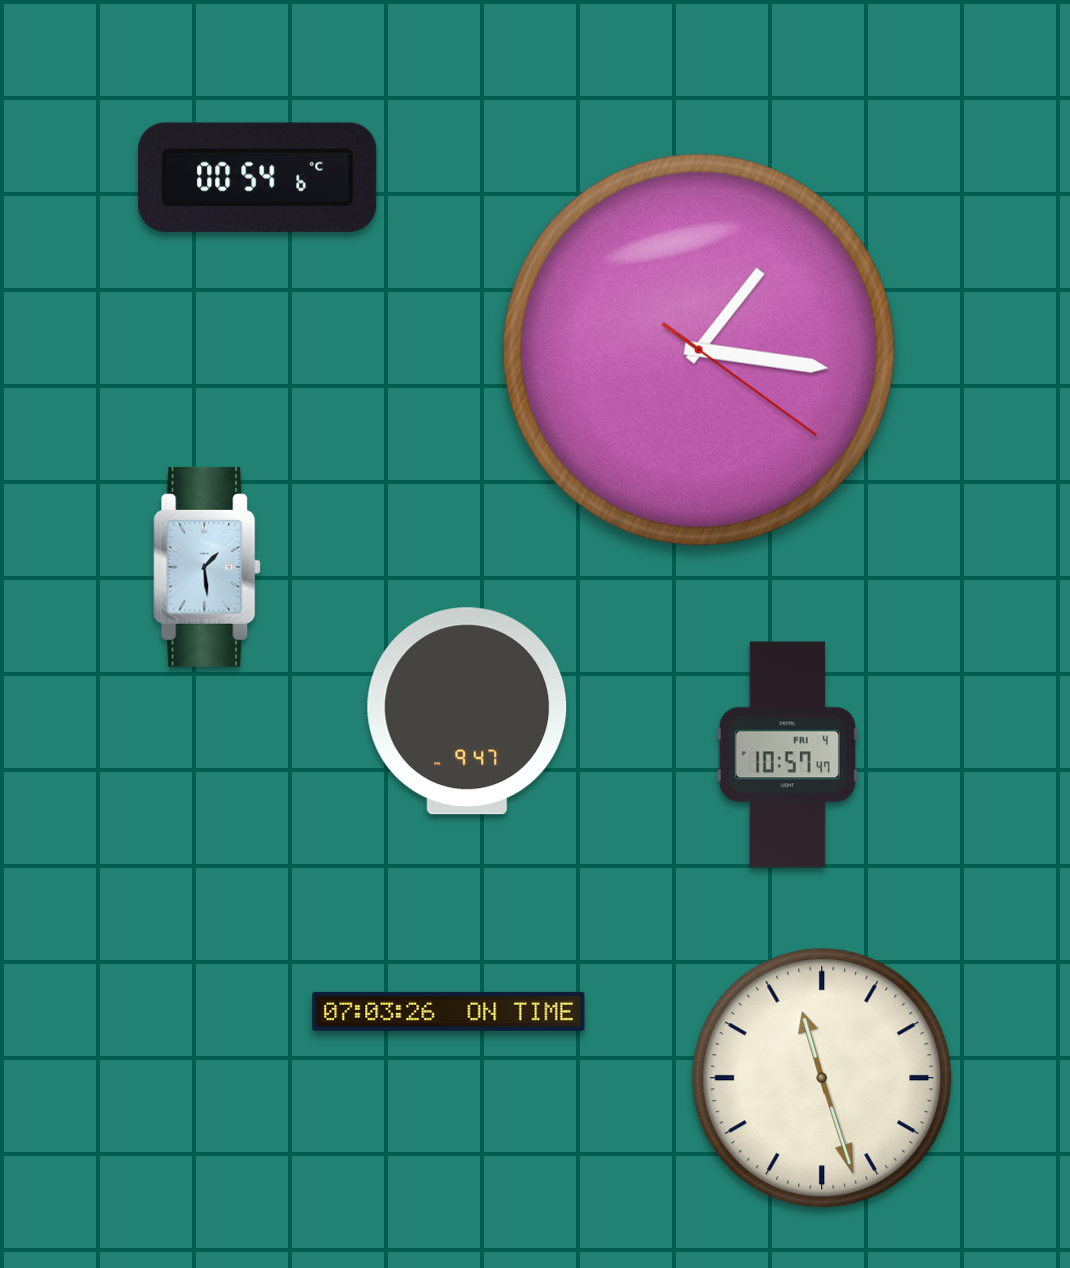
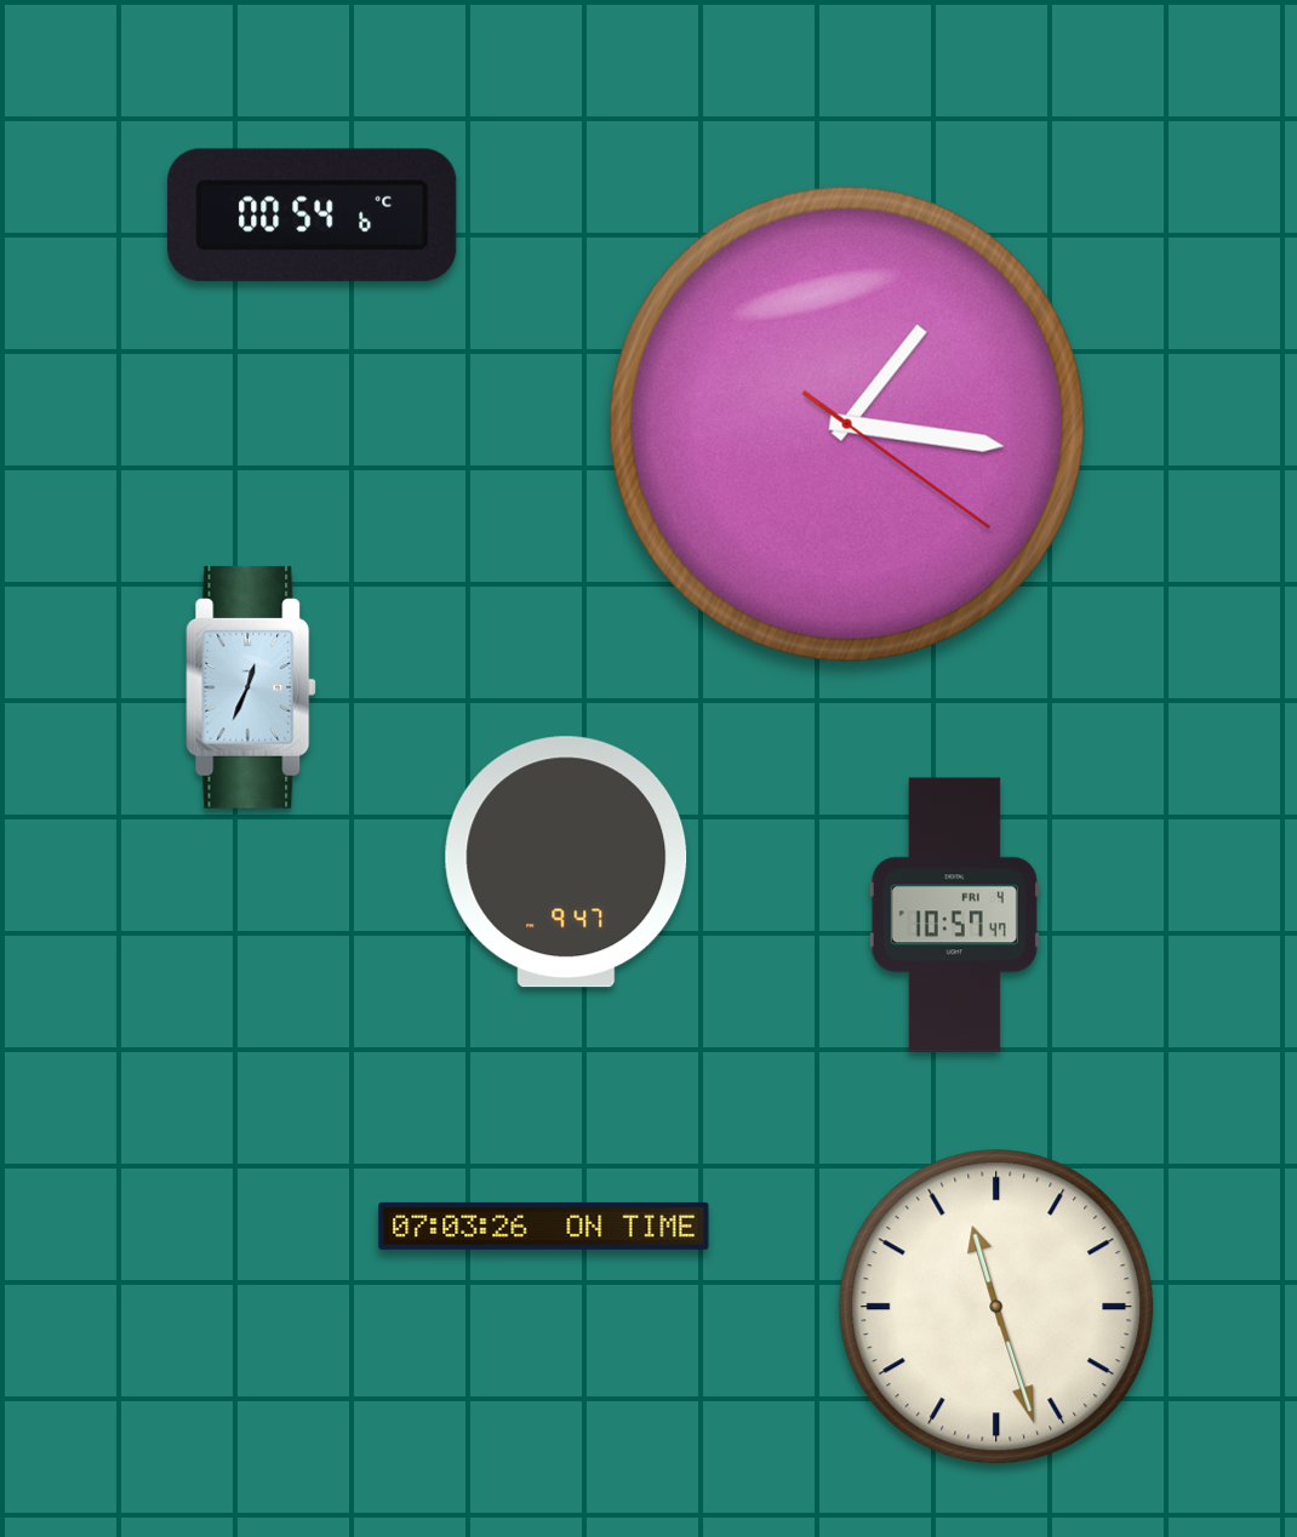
clock at (207, 567): 1:29 -> 12:34
